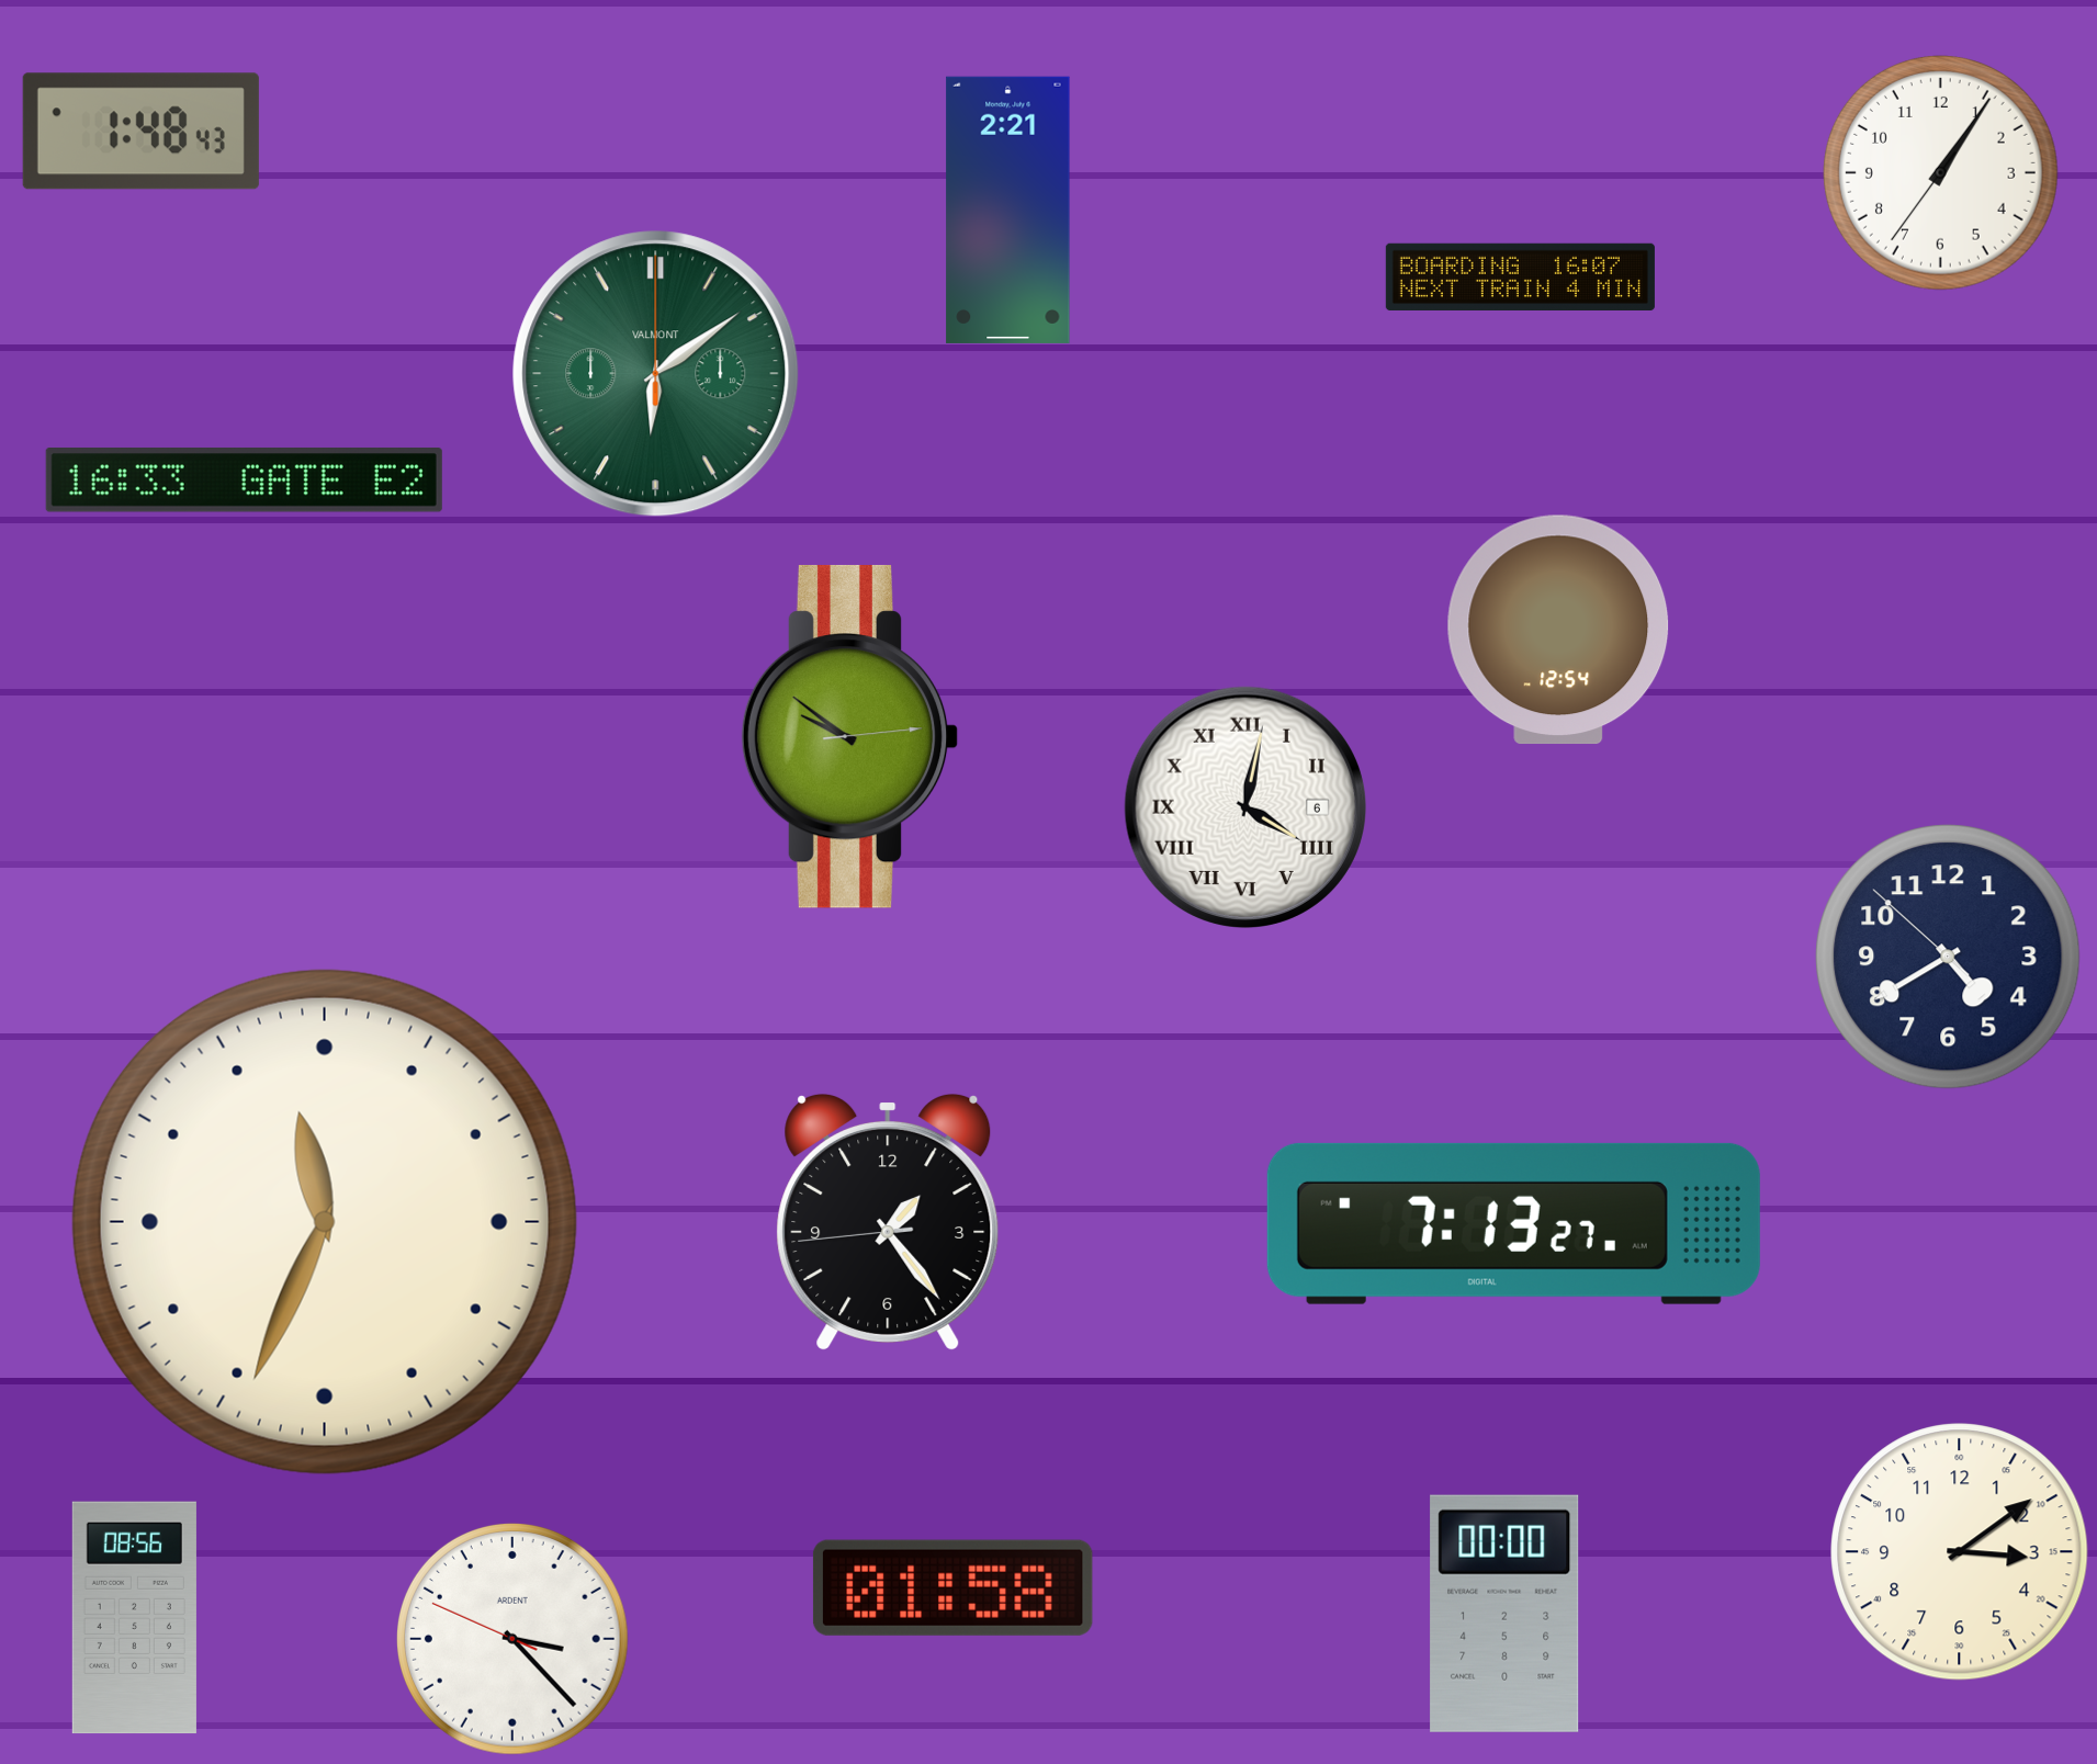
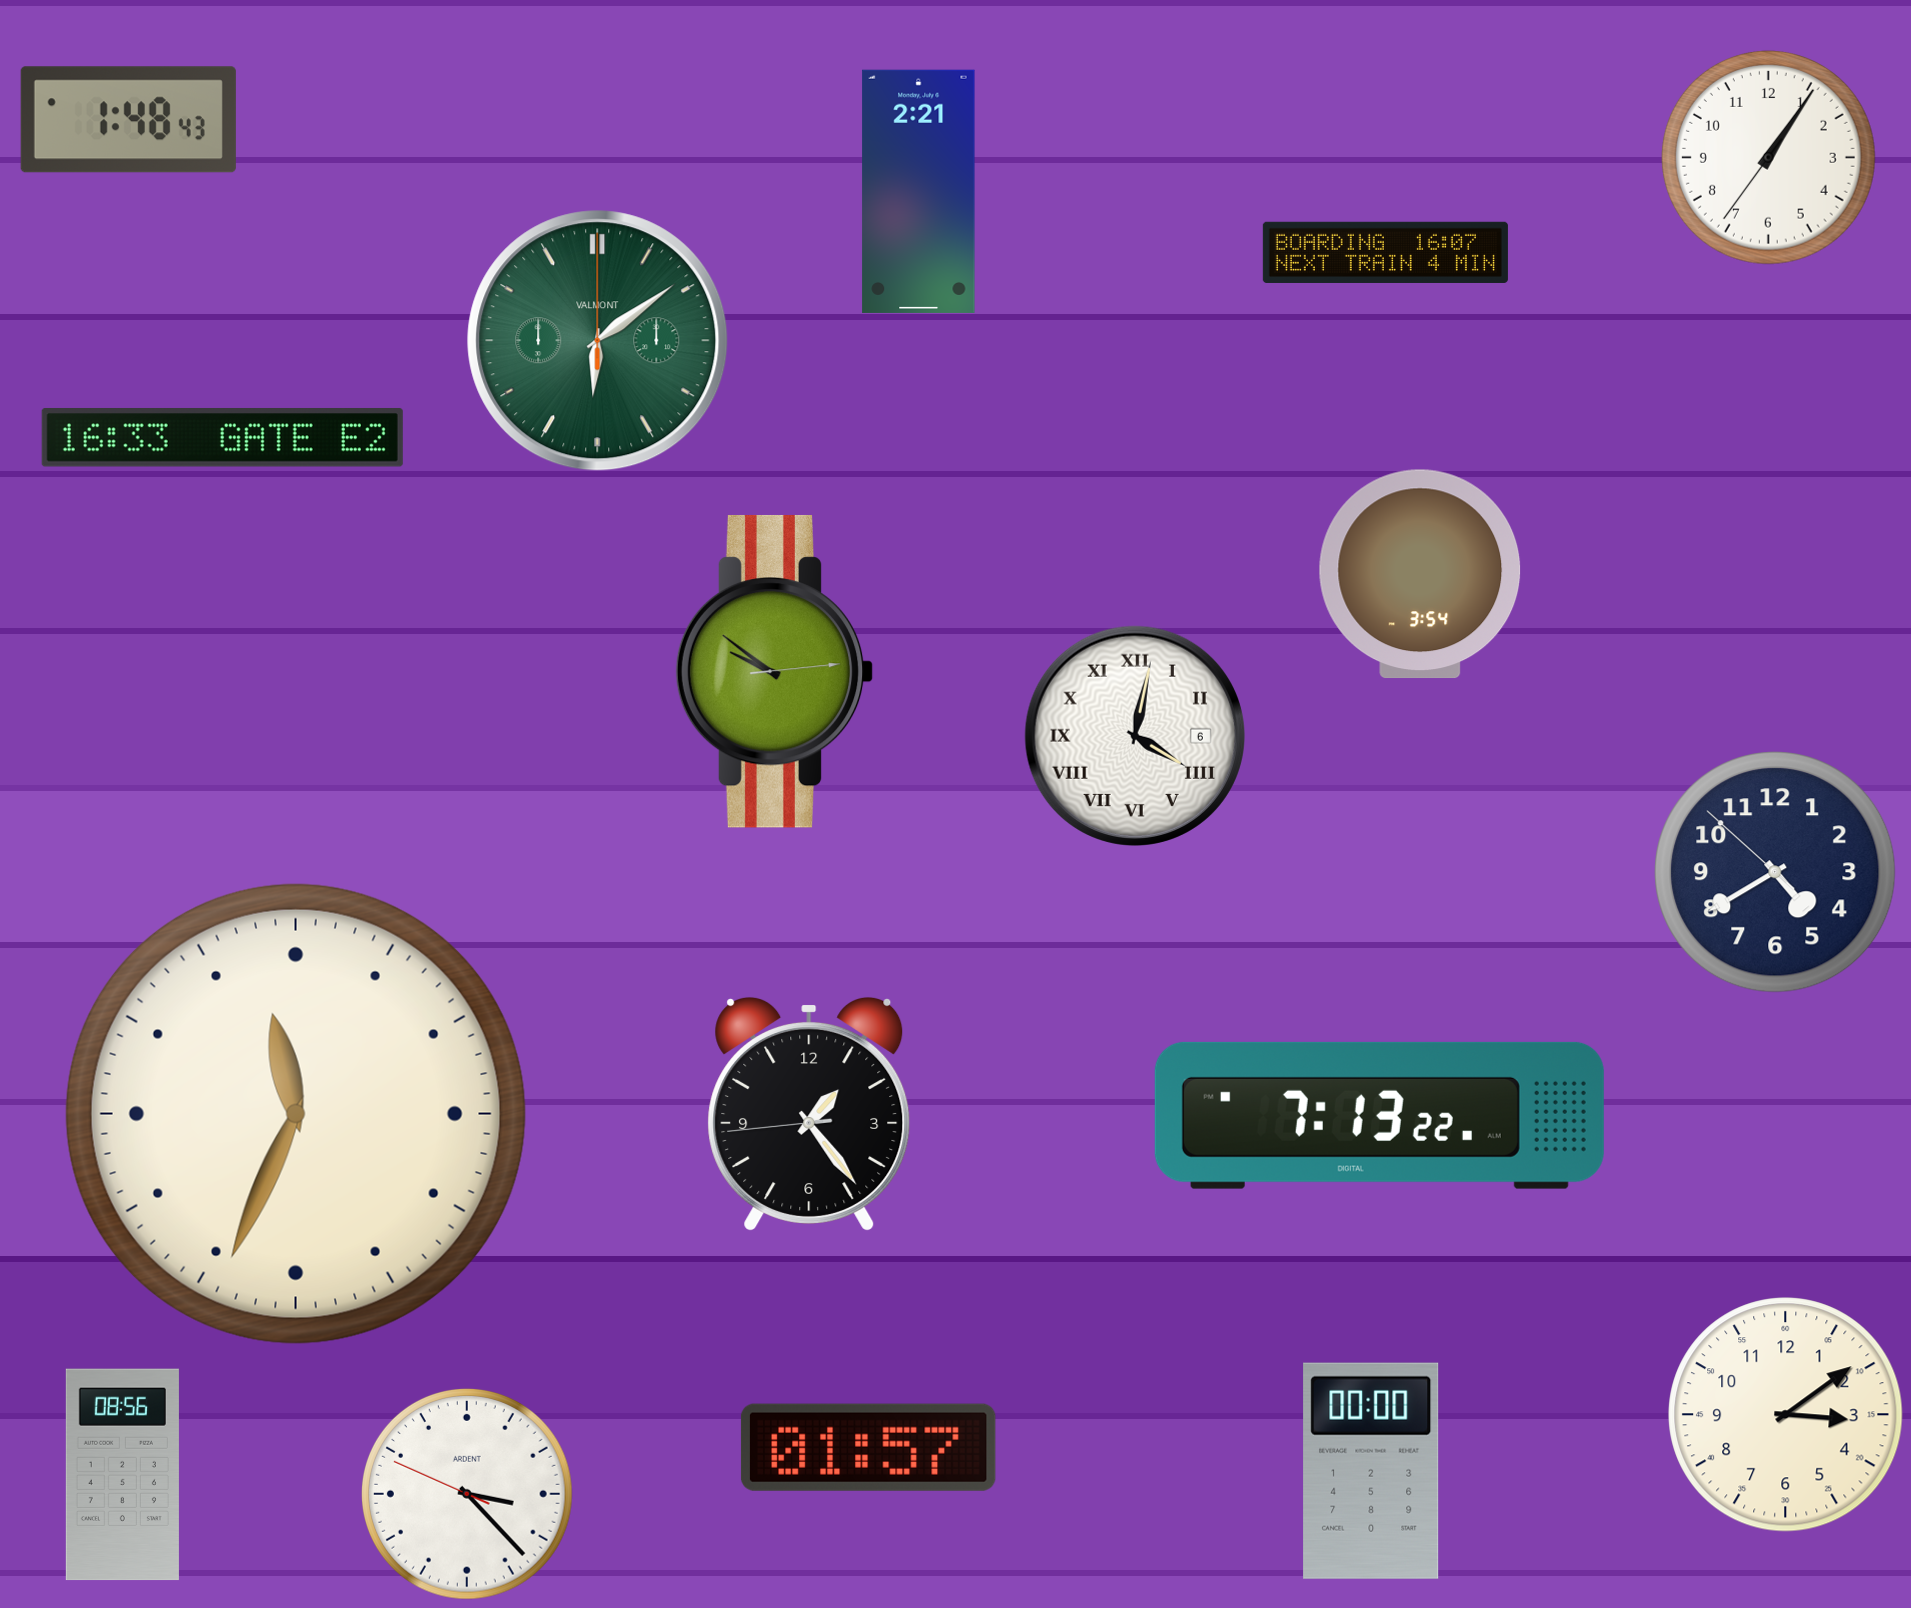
clock at (1558, 630): 12:54 -> 3:54
clock at (1513, 1223): 7:13:27 -> 7:13:22
clock at (952, 1587): 01:58 -> 01:57
